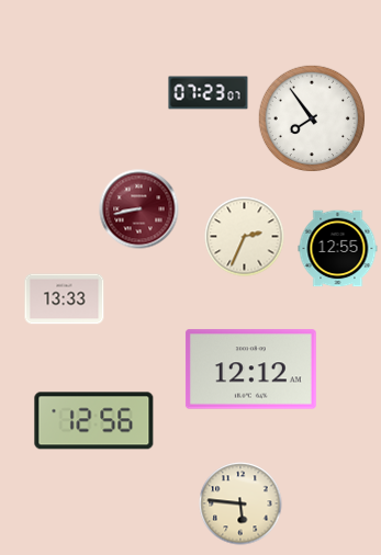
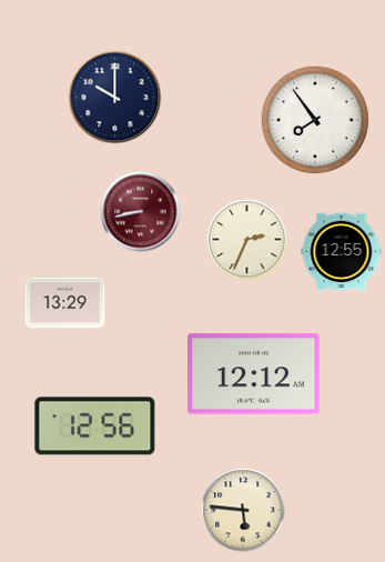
clock at (209, 93): 07:23 -> none
clock at (115, 98): none -> 10:00
clock at (65, 299): 13:33 -> 13:29
